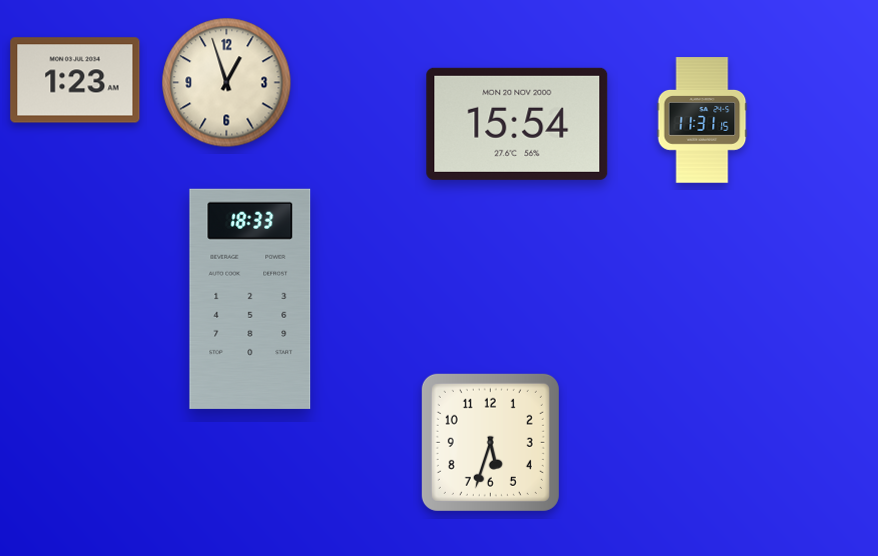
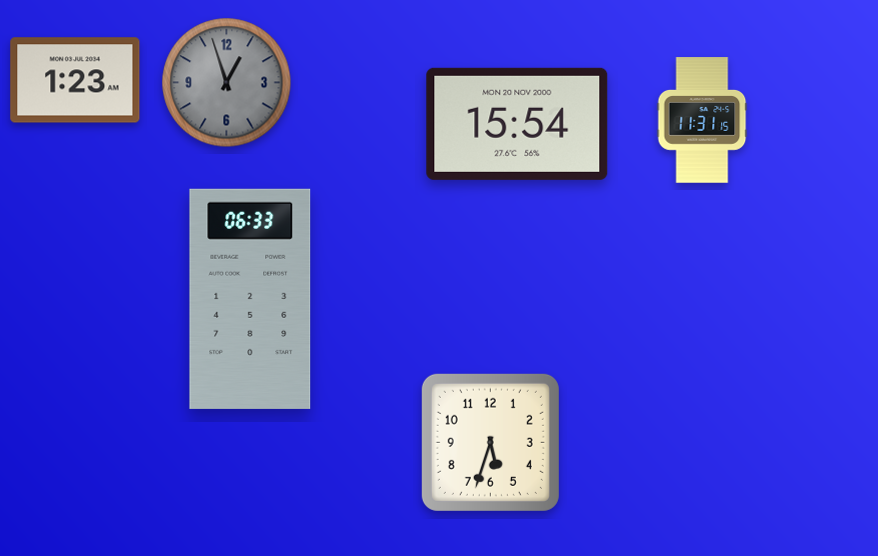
clock at (227, 83) dial: cream -> grey
clock at (250, 299): 18:33 -> 06:33
